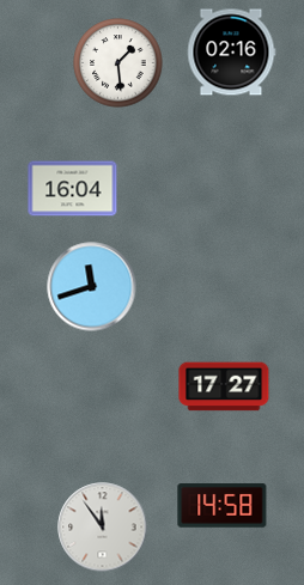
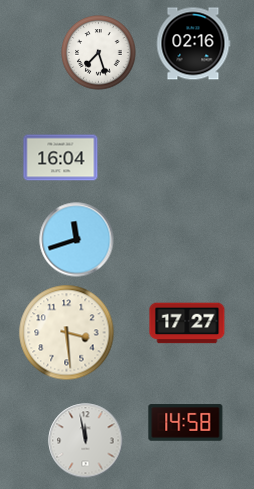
clock at (118, 63): 1:29 -> 7:27
clock at (67, 333): none -> 3:29
clock at (103, 528): 11:54 -> 11:58
